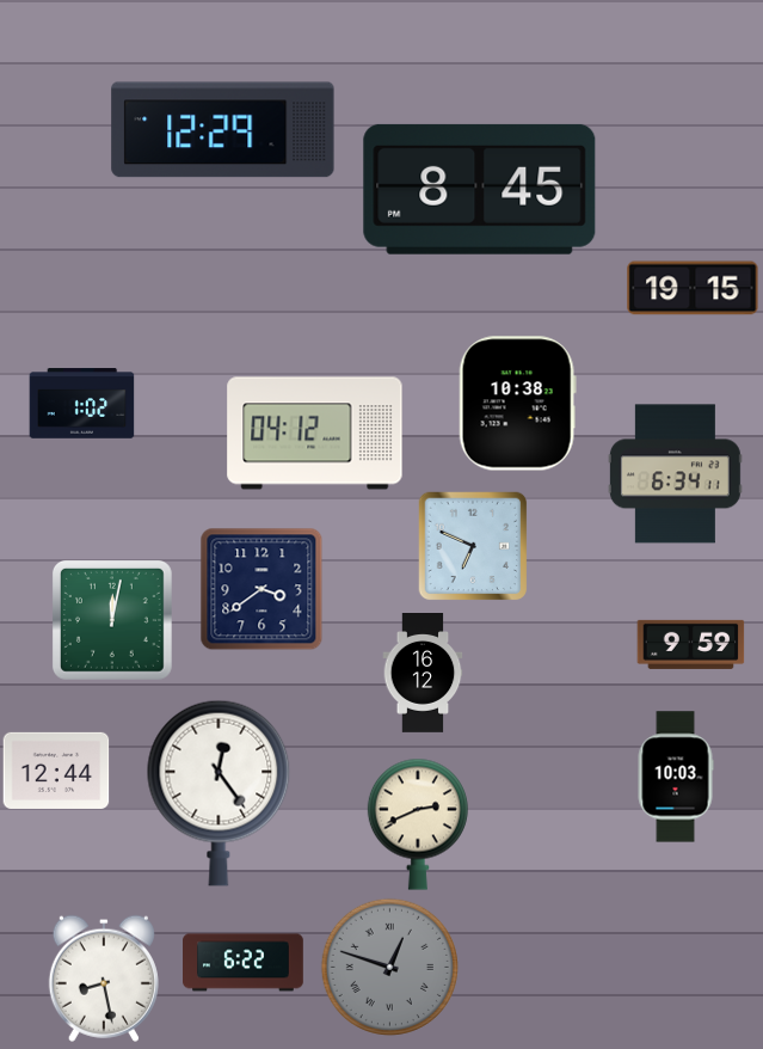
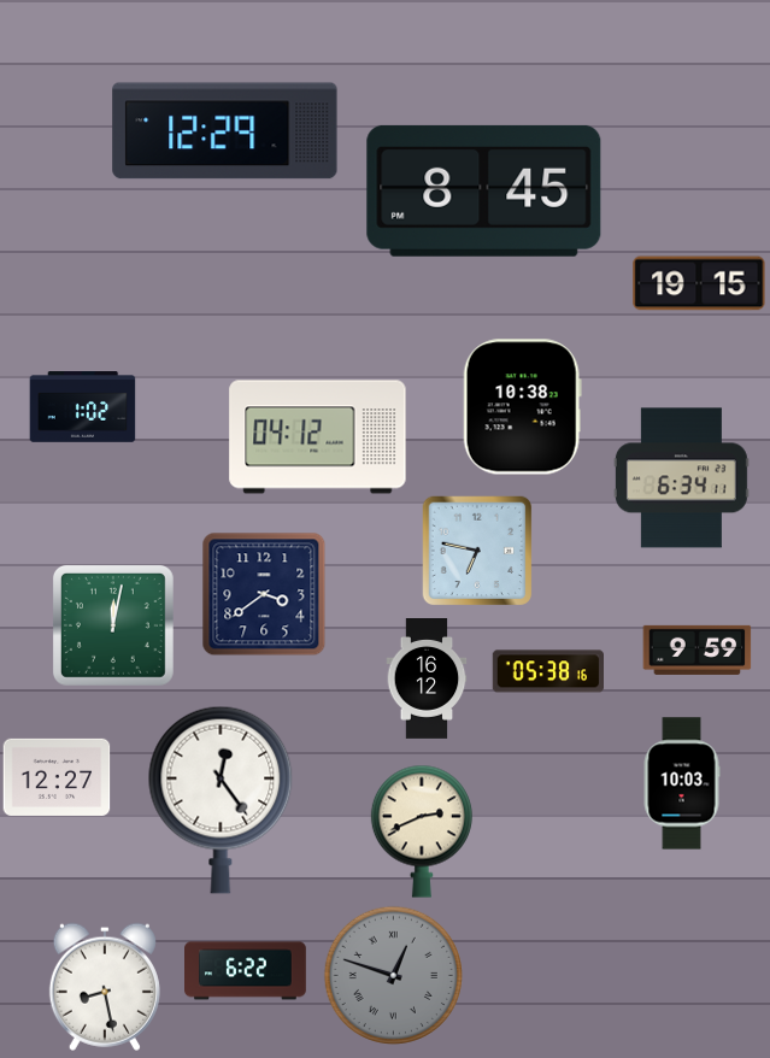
clock at (693, 288) position: (693, 288) -> (699, 283)
clock at (473, 546): 6:49 -> 6:47
clock at (547, 671): none -> 05:38
clock at (56, 771): 12:44 -> 12:27
